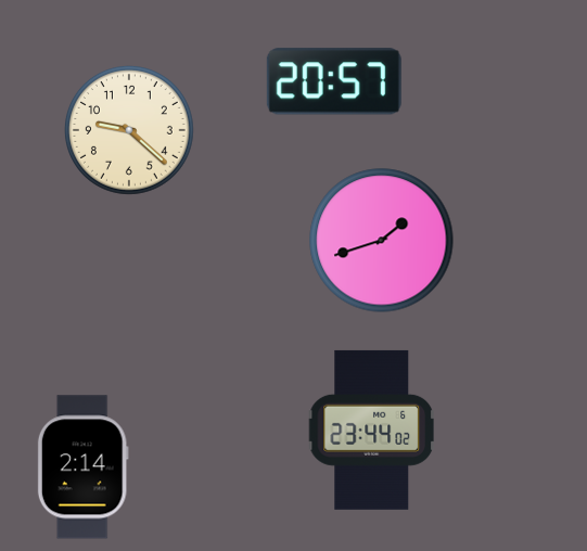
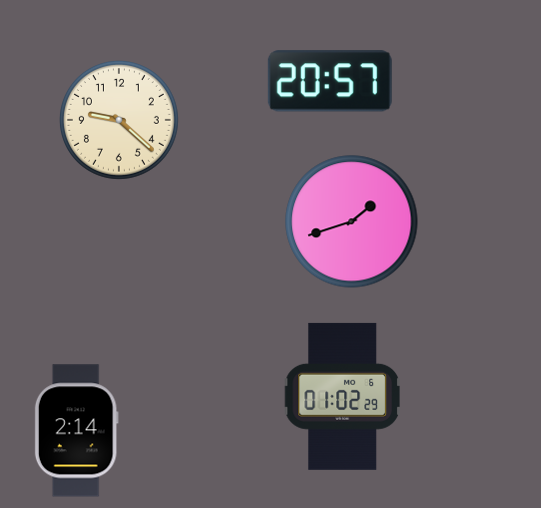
clock at (334, 81) position: (334, 81) -> (330, 81)
clock at (371, 430): 23:44 -> 01:02
